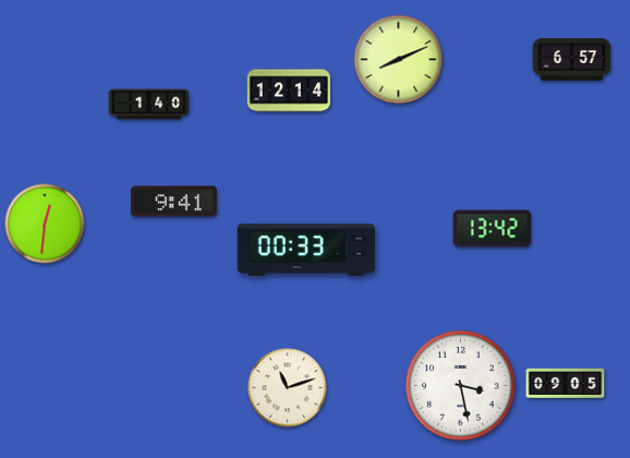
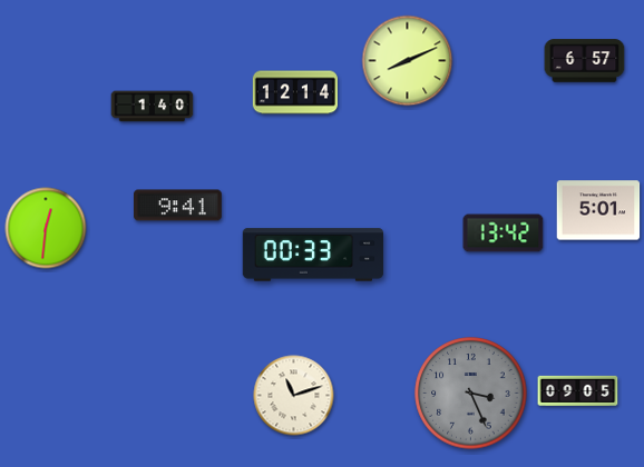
clock at (598, 210): none -> 5:01
clock at (461, 386): 3:28 -> 3:26
clock at (461, 386) dial: white -> grey
